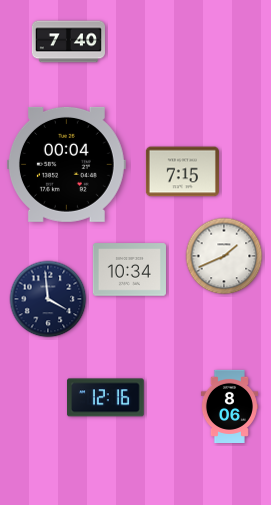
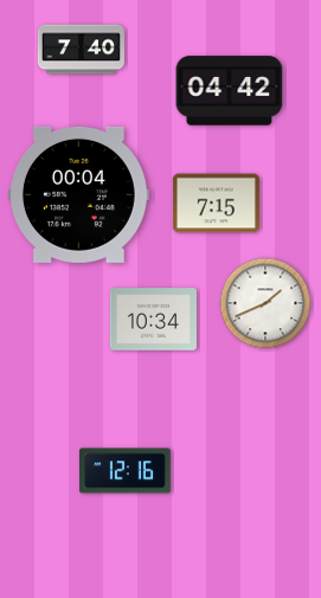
clock at (230, 91): none -> 04:42
clock at (48, 299): 3:59 -> none
clock at (229, 406): 8:06 -> none
